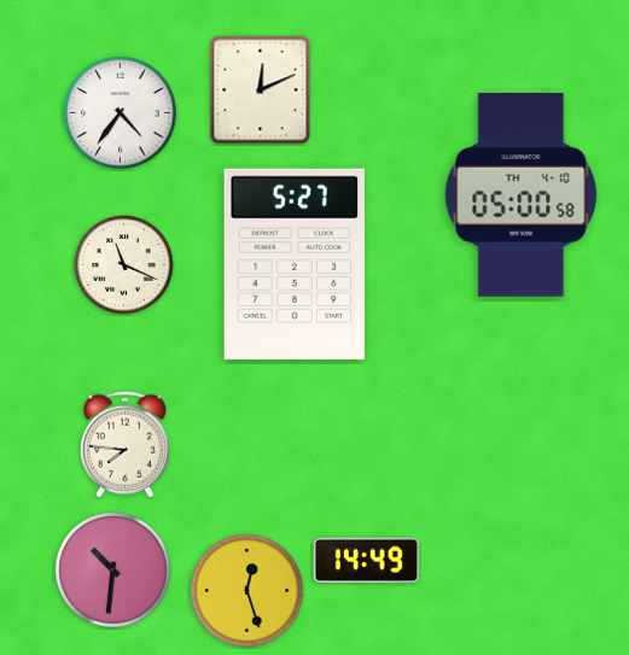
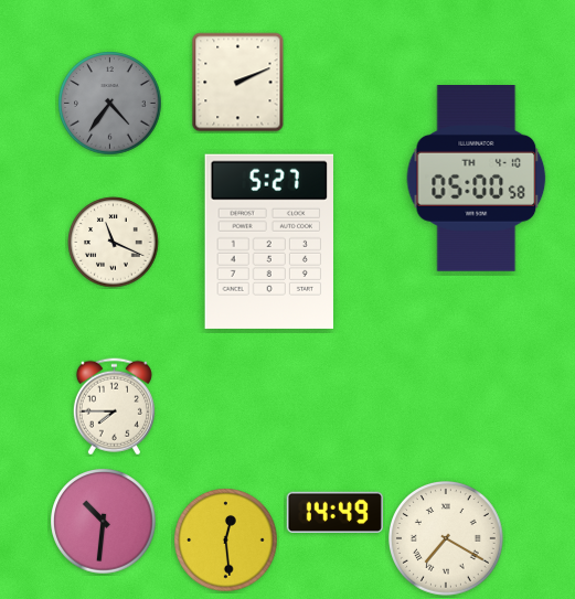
clock at (261, 90): 12:11 -> 2:11
clock at (121, 113) dial: white -> grey
clock at (124, 445): 7:46 -> 7:45
clock at (447, 539): none -> 7:20
clock at (247, 591): 12:27 -> 12:29
